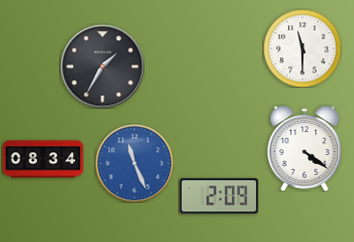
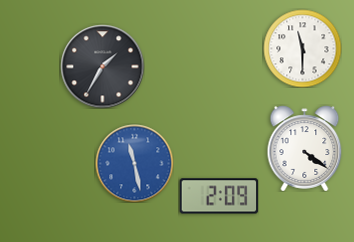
clock at (43, 159): 08:34 -> none
clock at (134, 163): 11:26 -> 11:28
